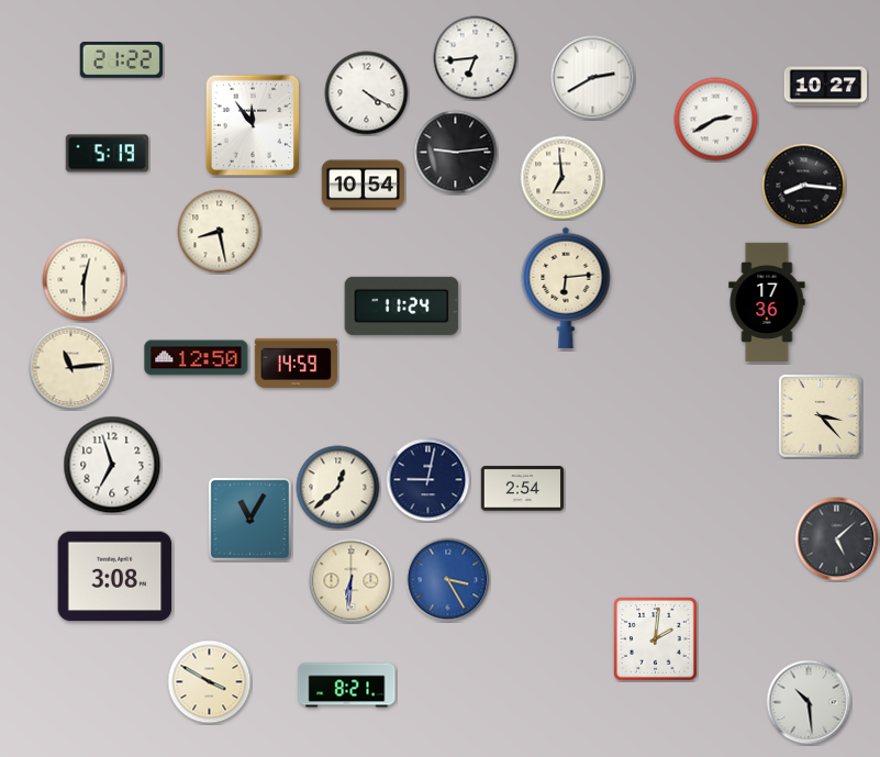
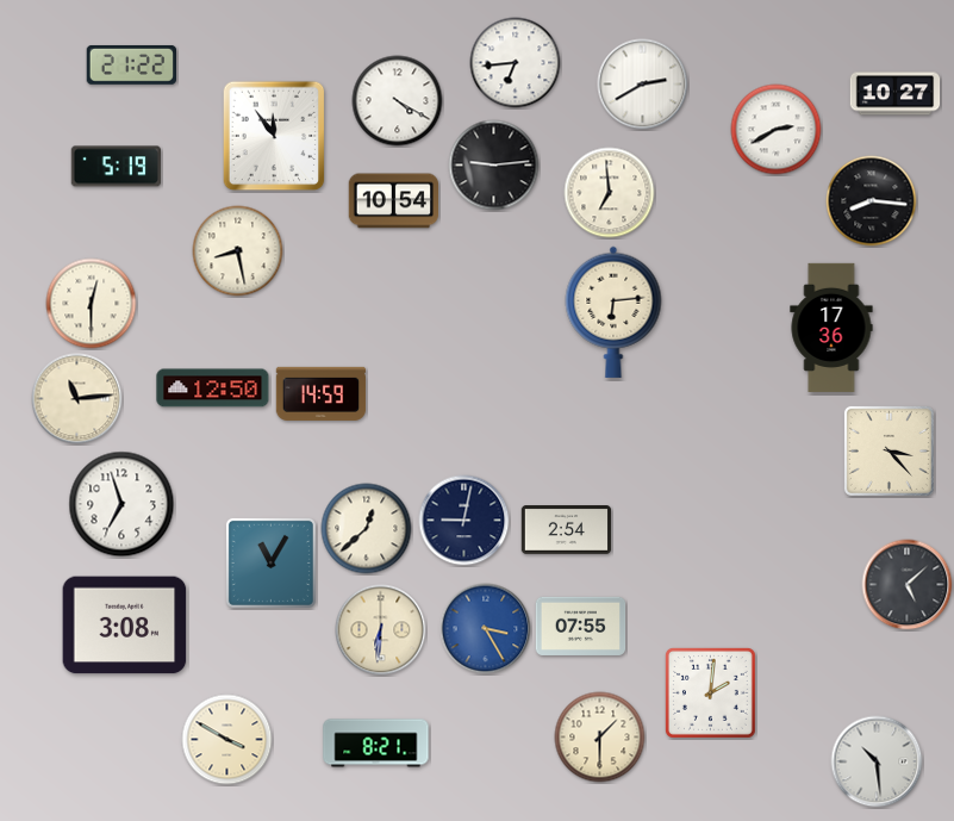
clock at (402, 305): 11:24 -> none
clock at (581, 626): none -> 07:55
clock at (600, 738): none -> 1:30
